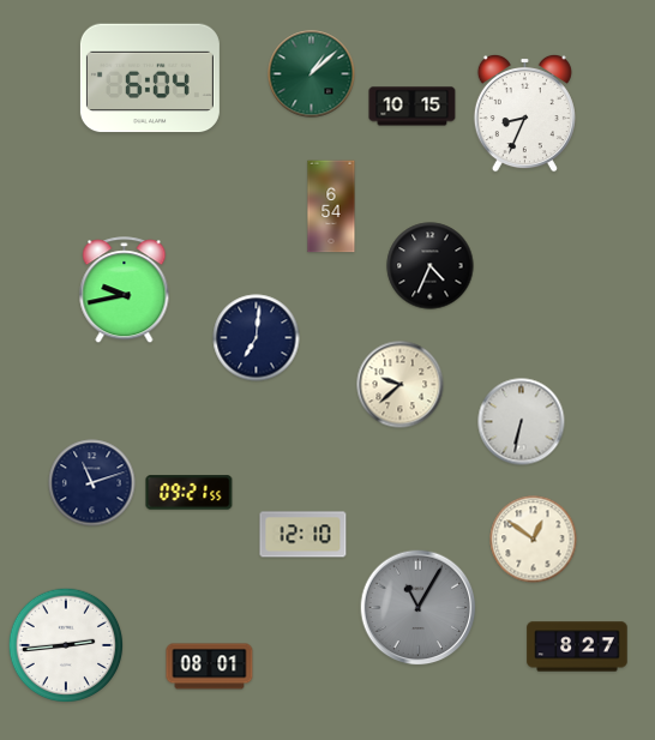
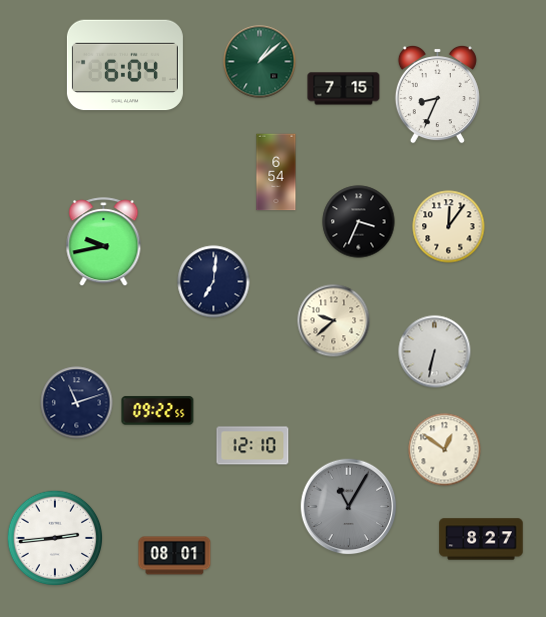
clock at (413, 107): 10:15 -> 7:15
clock at (431, 266): 4:34 -> 3:34
clock at (449, 227): none -> 12:06
clock at (190, 493): 09:21 -> 09:22
